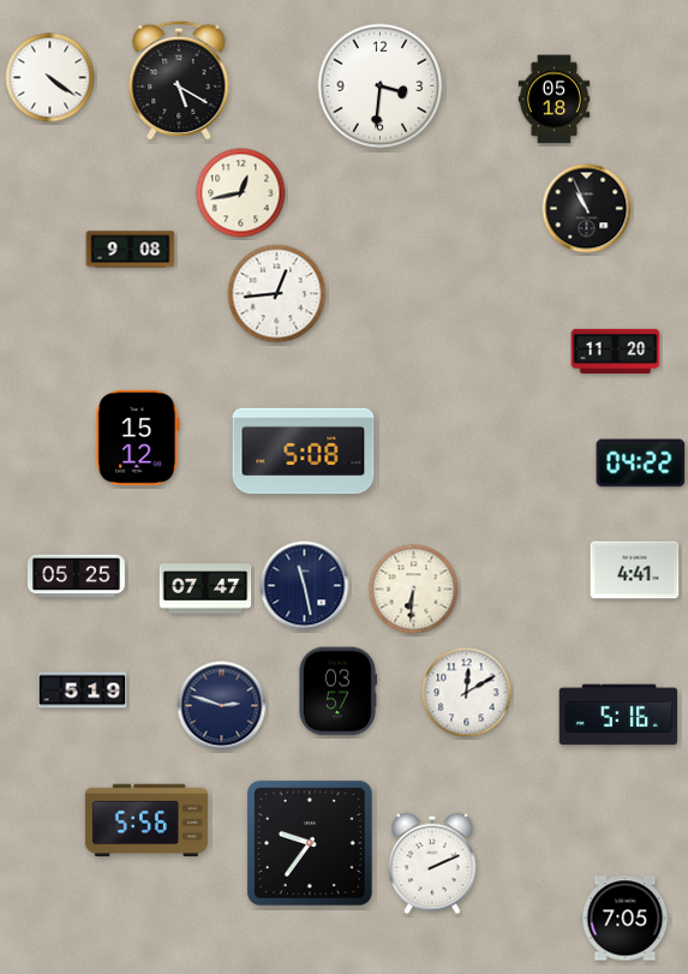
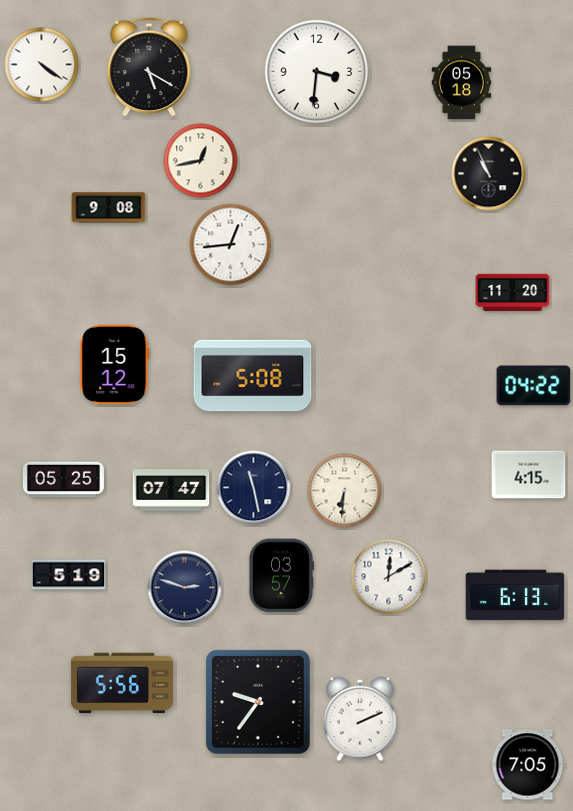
clock at (635, 570): 4:41 -> 4:15
clock at (618, 715): 5:16 -> 6:13
clock at (626, 919) position: (626, 919) -> (528, 765)
